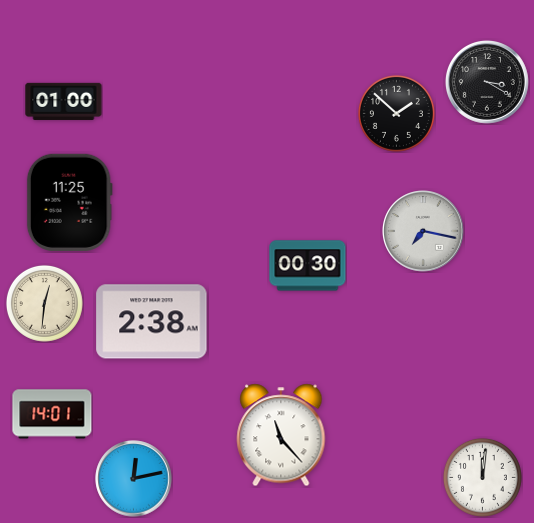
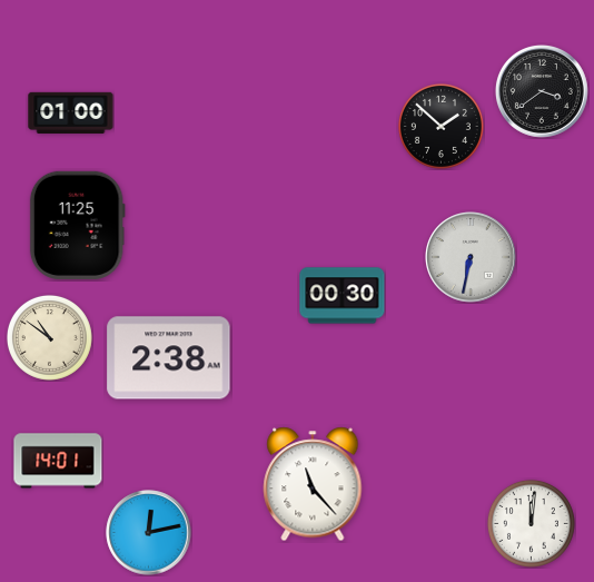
clock at (487, 82): 3:20 -> 3:39
clock at (424, 232): 7:17 -> 6:32
clock at (44, 303): 12:31 -> 10:51
clock at (482, 477) position: (482, 477) -> (531, 523)
